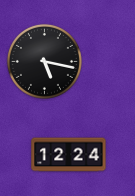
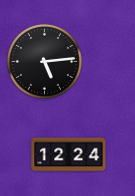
clock at (44, 61): 5:17 -> 5:14
